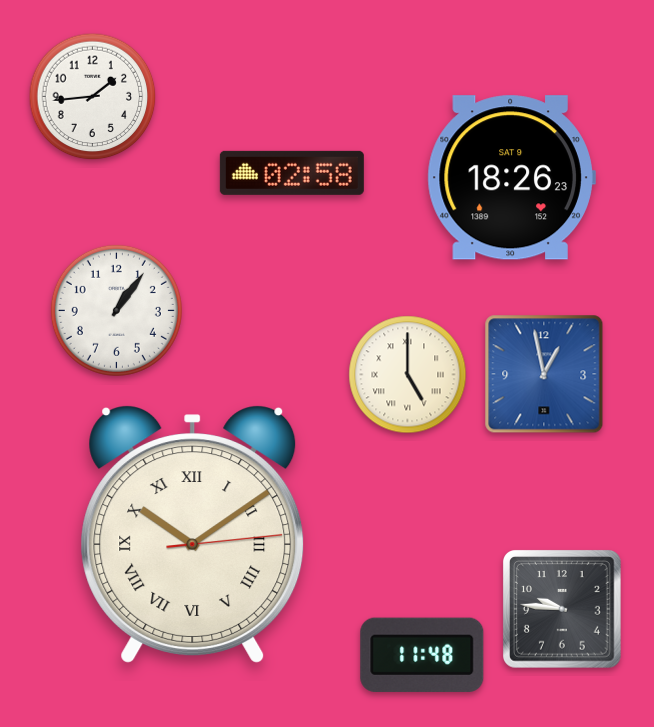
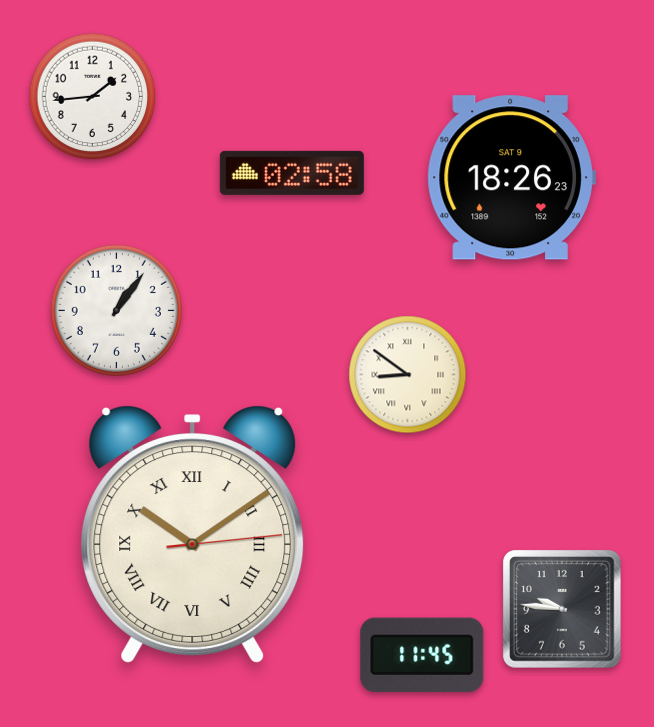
clock at (544, 374): 12:58 -> none
clock at (408, 375): 5:00 -> 8:51
clock at (422, 655): 11:48 -> 11:45
